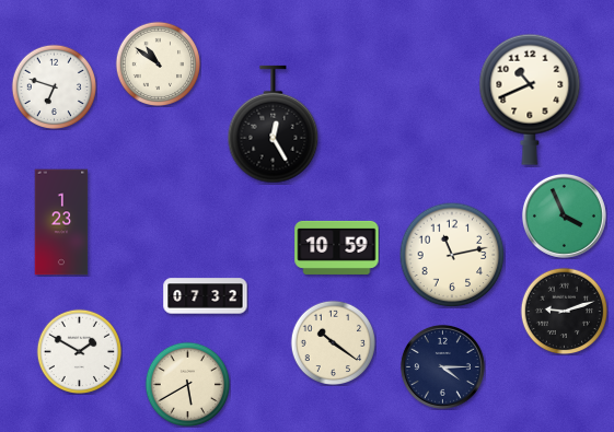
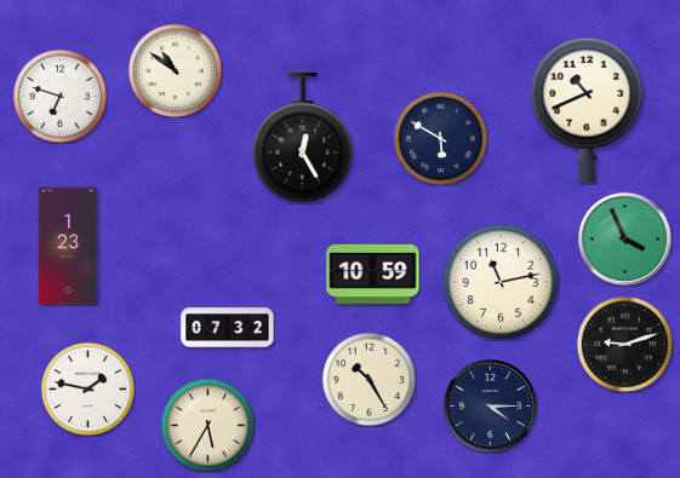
clock at (440, 138): none -> 5:50
clock at (333, 342): 10:21 -> 10:25
clock at (79, 351): 1:50 -> 1:47
clock at (187, 384): 5:40 -> 5:35
